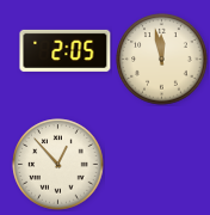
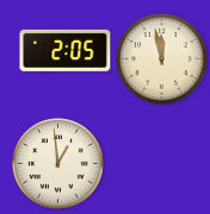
clock at (58, 165): 12:53 -> 12:59
